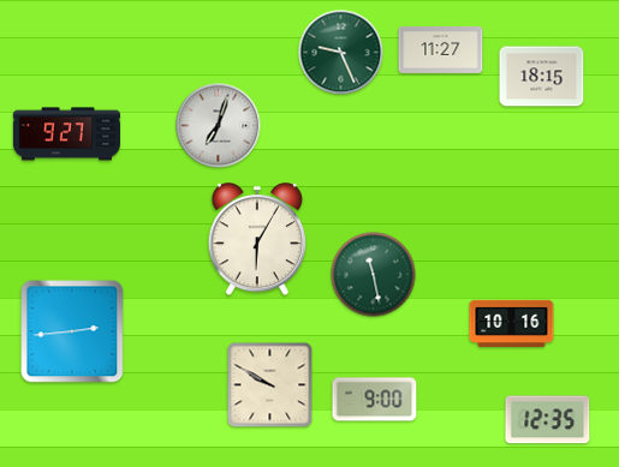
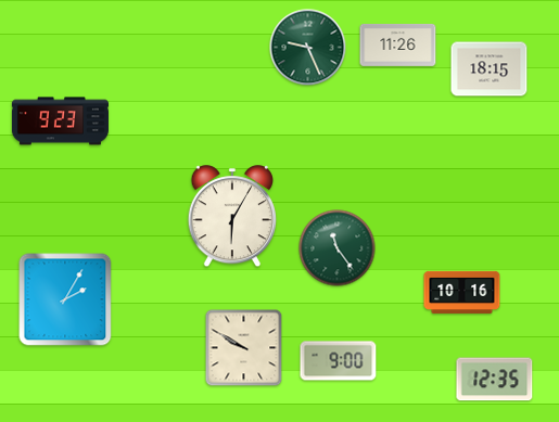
clock at (441, 49): 11:27 -> 11:26
clock at (219, 126): 7:03 -> none
clock at (66, 134): 9:27 -> 9:23
clock at (374, 275): 11:28 -> 11:24
clock at (72, 331): 2:44 -> 2:05
